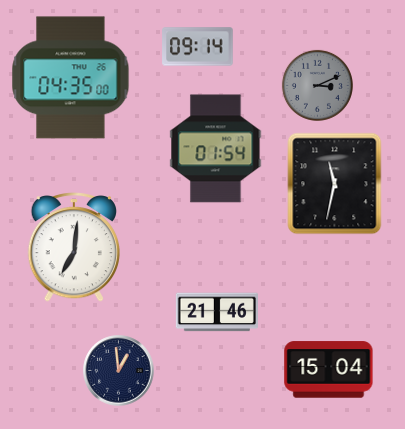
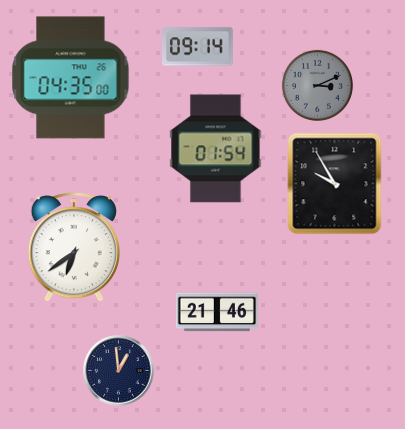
clock at (335, 184): 11:32 -> 9:55
clock at (73, 248): 7:01 -> 6:39
clock at (329, 370): 15:04 -> none
